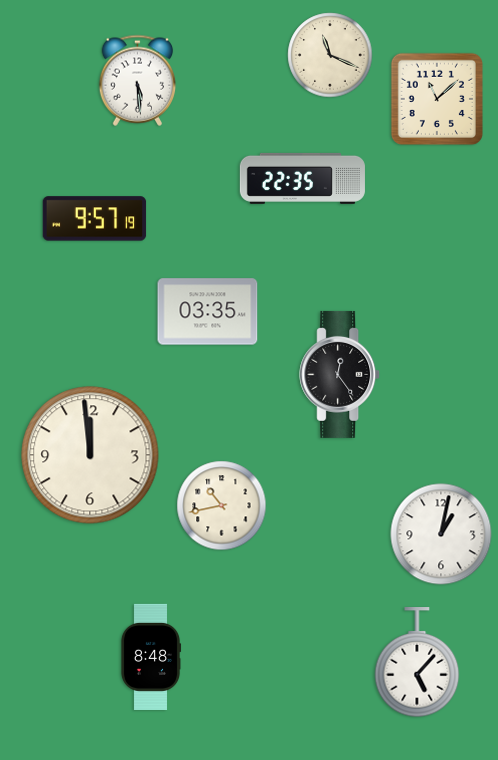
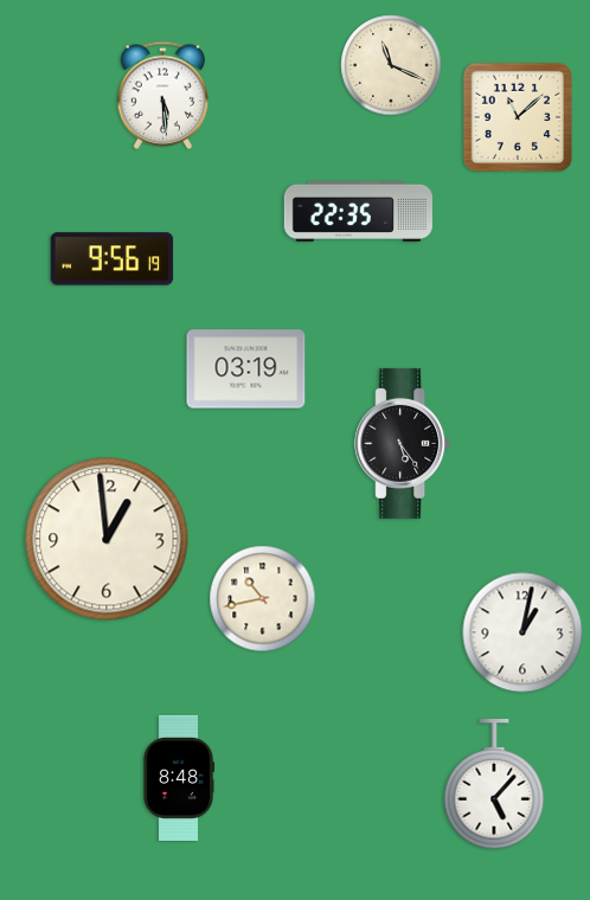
clock at (95, 219): 9:57 -> 9:56
clock at (208, 312): 03:35 -> 03:19
clock at (340, 374): 12:24 -> 5:24
clock at (90, 455): 11:59 -> 12:59
